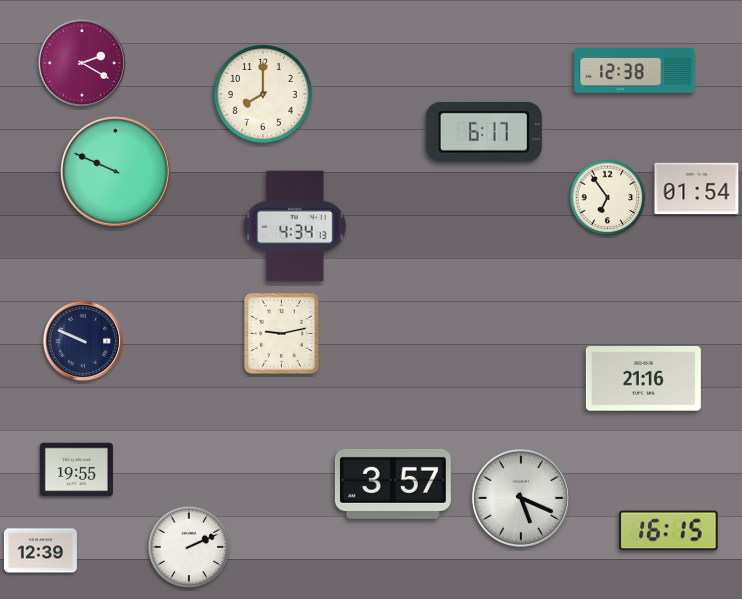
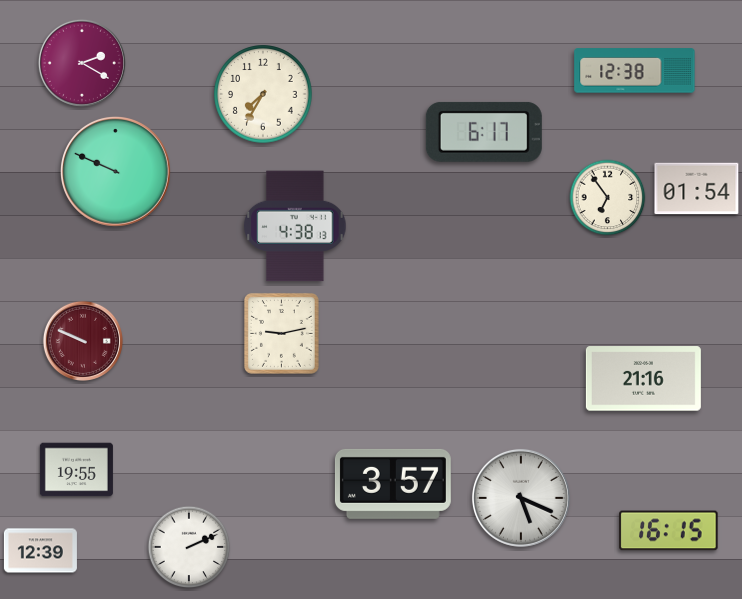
clock at (263, 94): 8:00 -> 7:35
clock at (295, 226): 4:34 -> 4:38
clock at (83, 341) dial: navy -> burgundy
